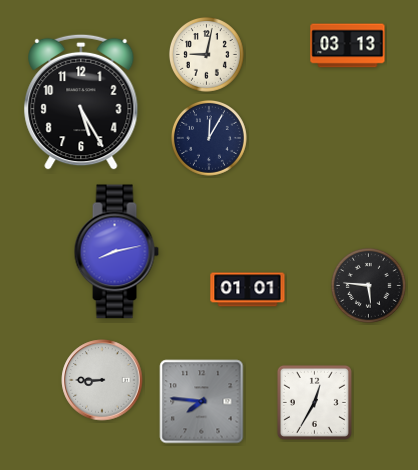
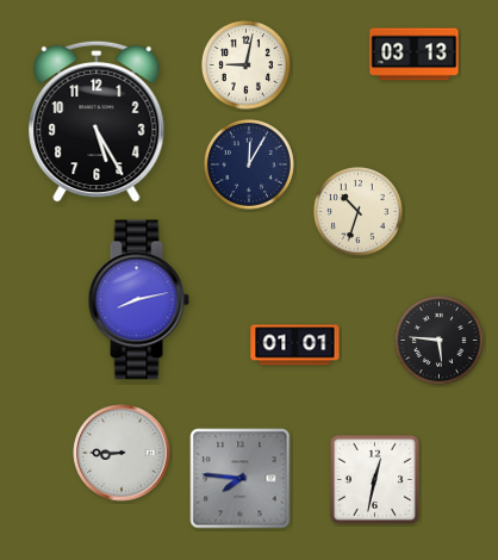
clock at (357, 211): none -> 10:33
clock at (314, 402): 12:35 -> 12:32
